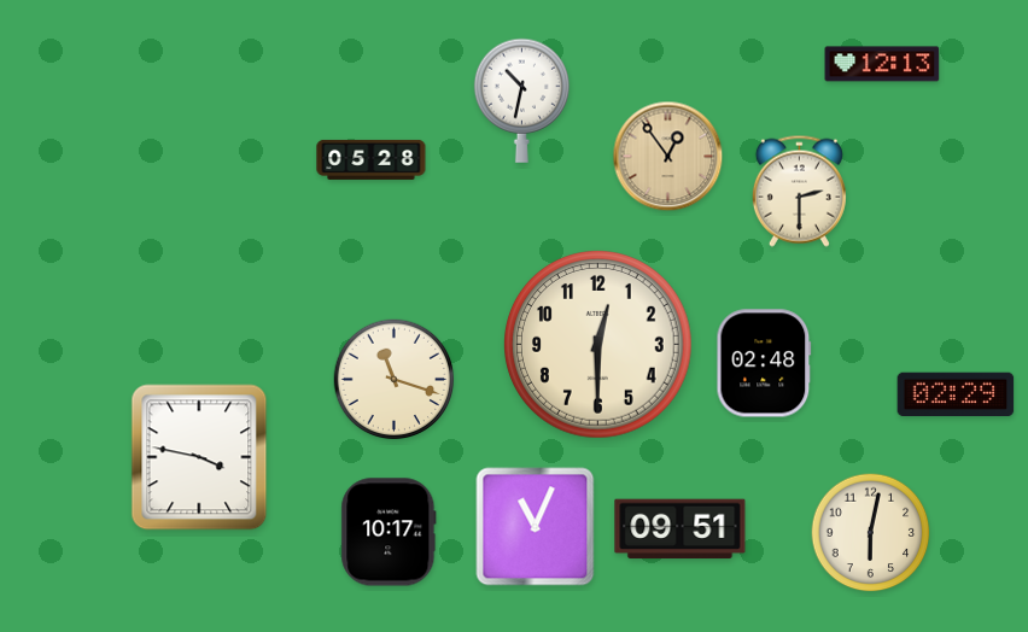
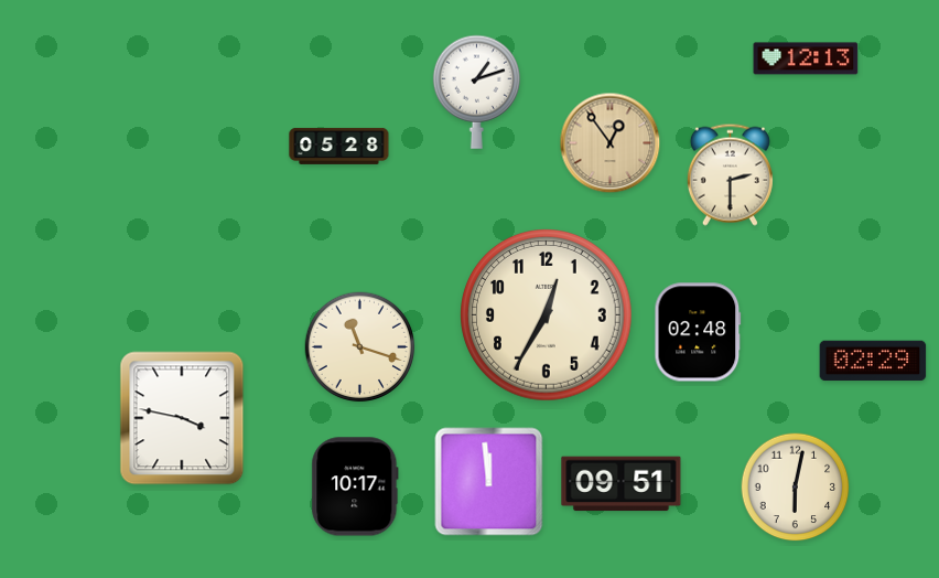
clock at (521, 100): 10:32 -> 1:12
clock at (598, 345): 12:30 -> 12:35
clock at (536, 527): 11:04 -> 11:59
